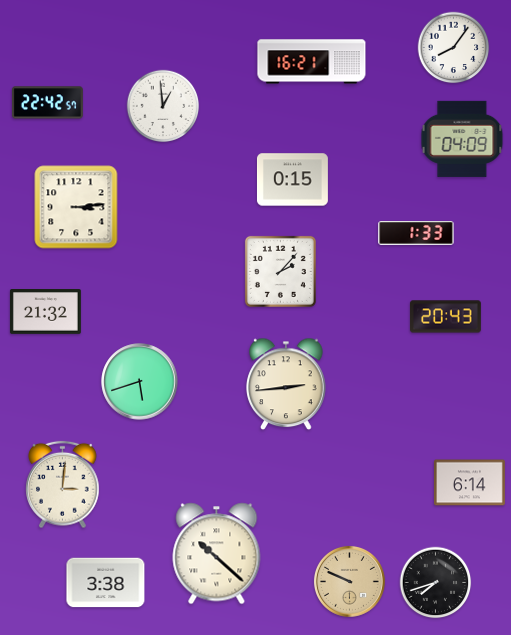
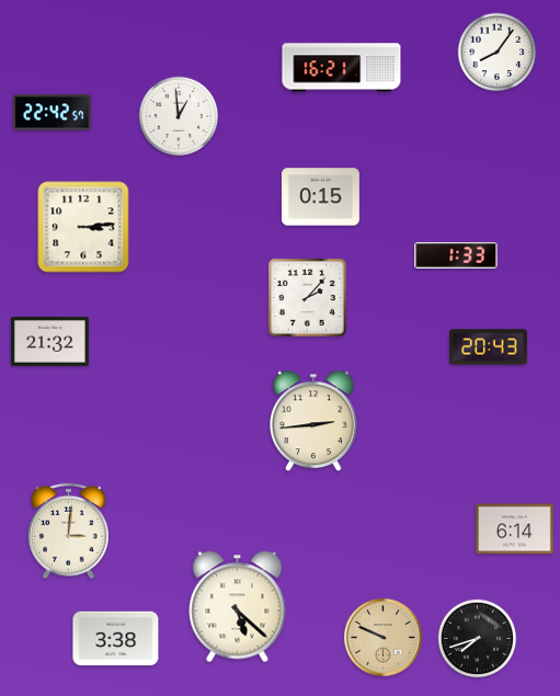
clock at (462, 139): 04:09 -> none
clock at (140, 382): 5:42 -> none
clock at (217, 554): 10:22 -> 5:22
